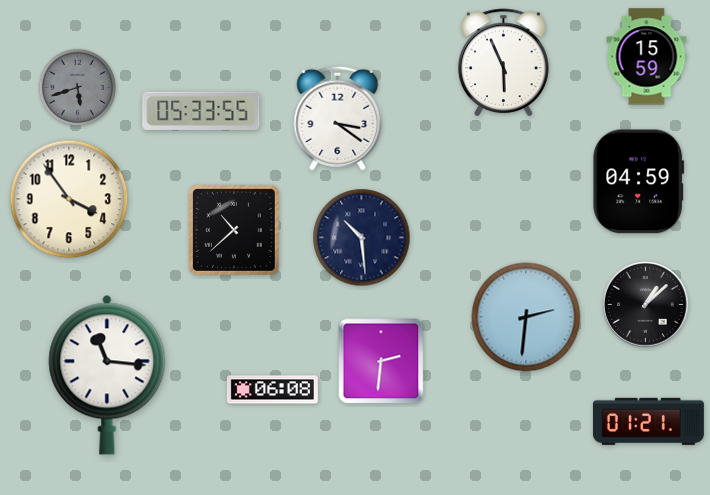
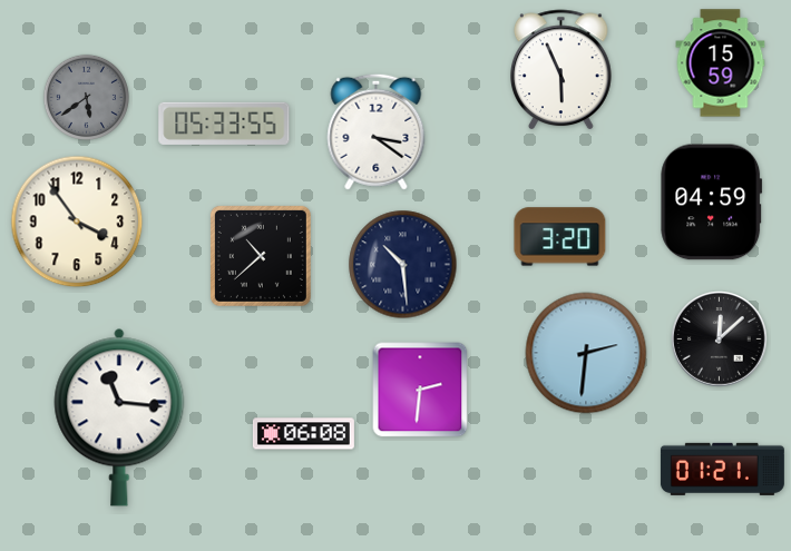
clock at (77, 87): 5:42 -> 5:39
clock at (560, 237): none -> 3:20
clock at (646, 305): 1:08 -> 12:08
clock at (381, 361) position: (381, 361) -> (420, 390)
